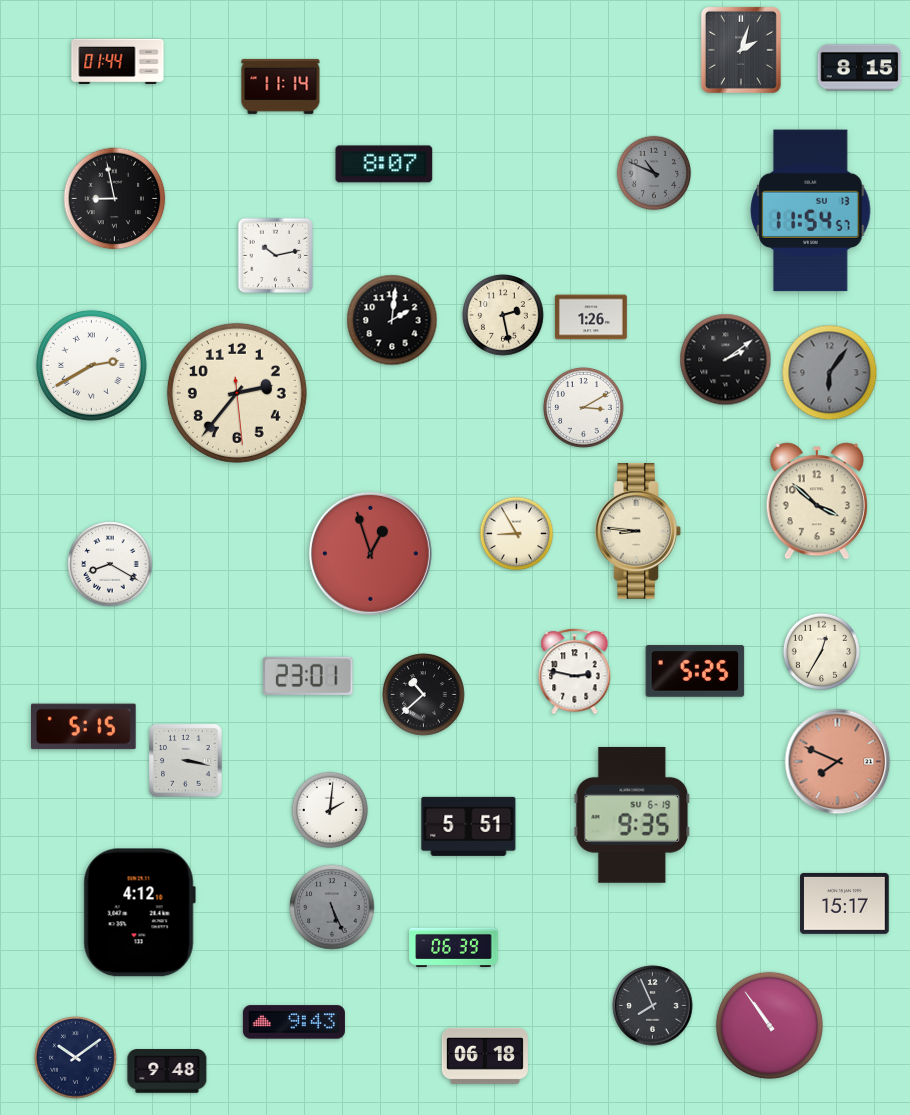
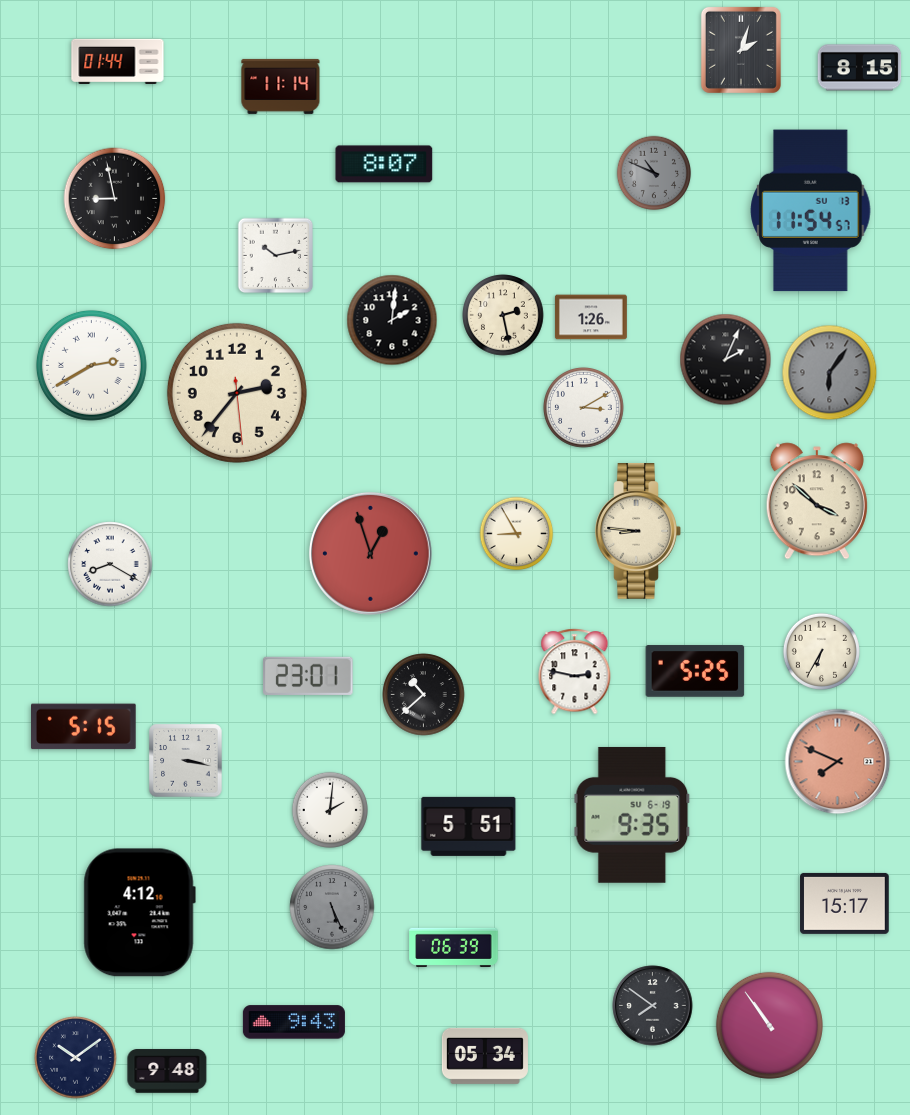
clock at (726, 360): 2:09 -> 2:04
clock at (821, 651): 12:35 -> 6:35
clock at (653, 1006): 7:56 -> 7:51
clock at (485, 1056): 06:18 -> 05:34
